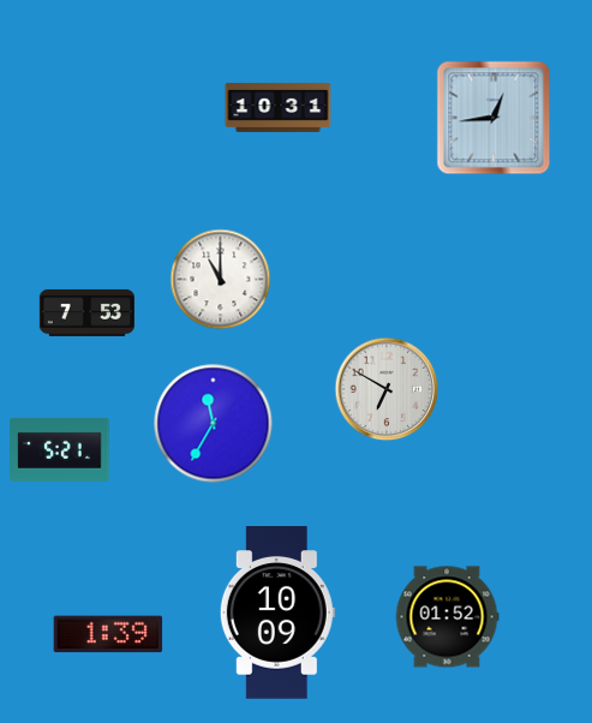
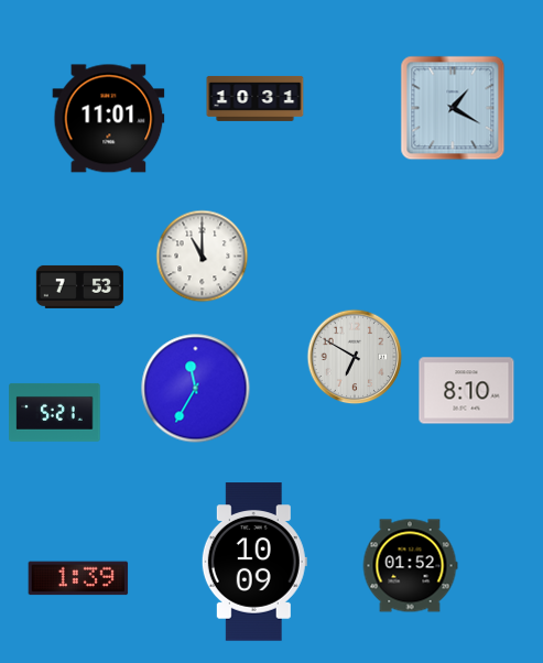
clock at (494, 118): 12:44 -> 1:20
clock at (109, 119): none -> 11:01
clock at (467, 391): none -> 8:10
clock at (108, 634) position: (108, 634) -> (78, 578)
